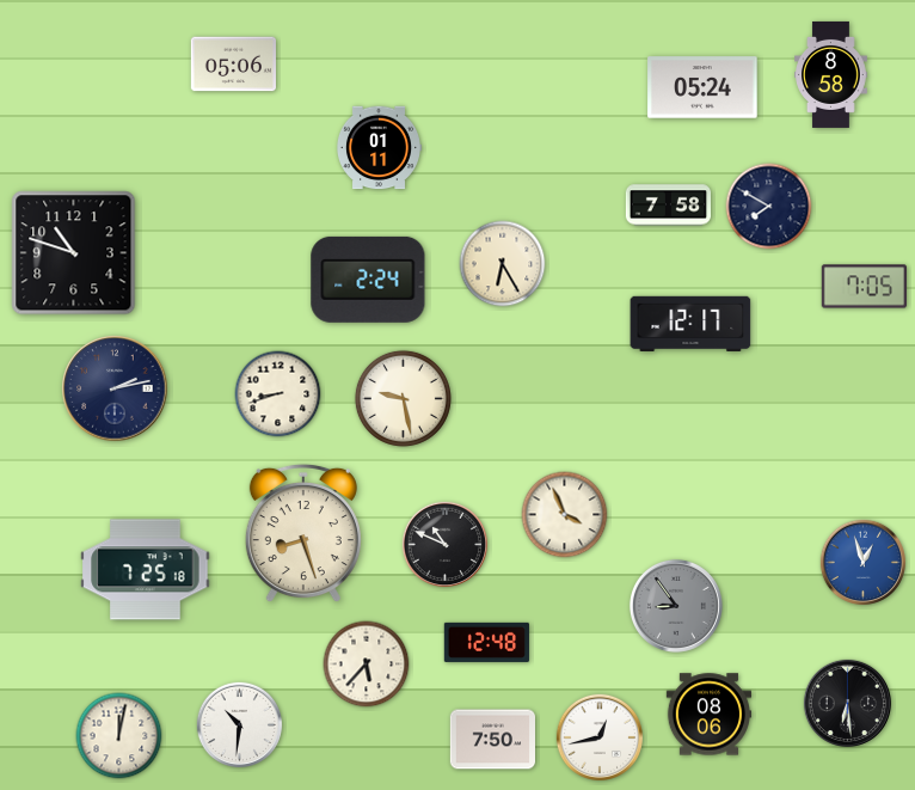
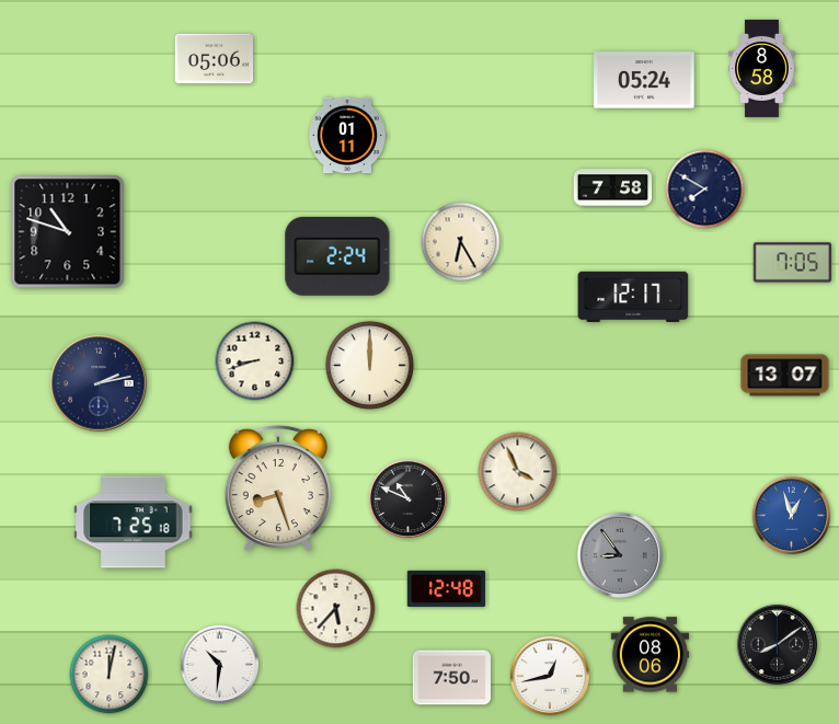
clock at (115, 388) position: (115, 388) -> (99, 383)
clock at (403, 398): 9:28 -> 12:00
clock at (785, 376): none -> 13:07
clock at (847, 703): 6:29 -> 8:09
